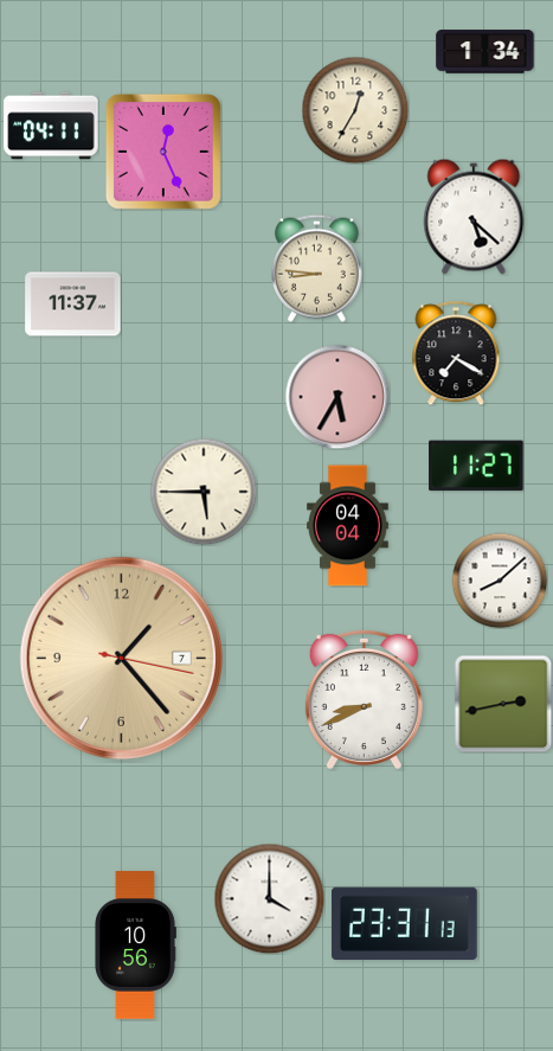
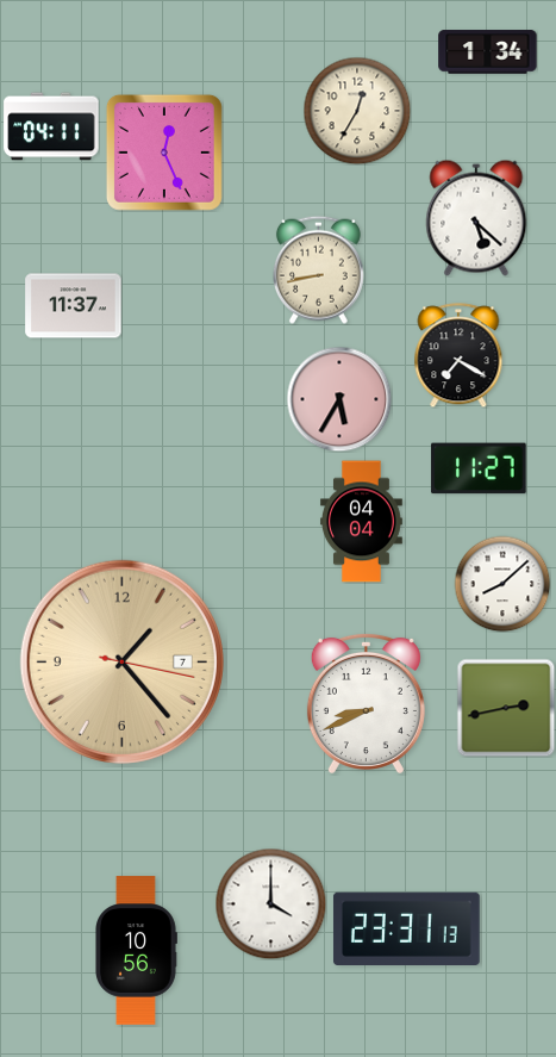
clock at (316, 268): 8:46 -> 8:43
clock at (204, 492): 5:45 -> none
clock at (348, 526) position: (348, 526) -> (362, 522)
